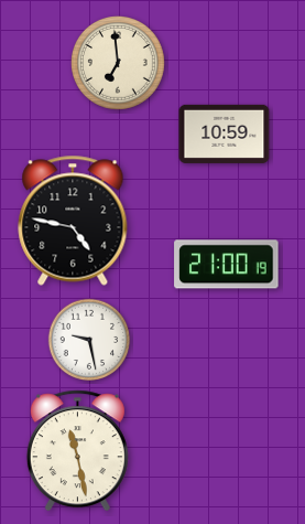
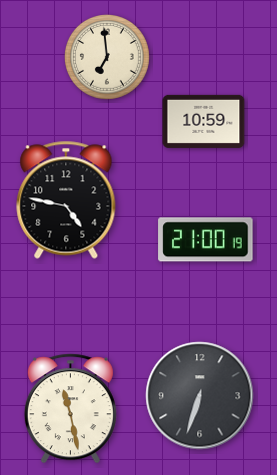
clock at (89, 340): 9:28 -> none
clock at (200, 396): none -> 6:33
